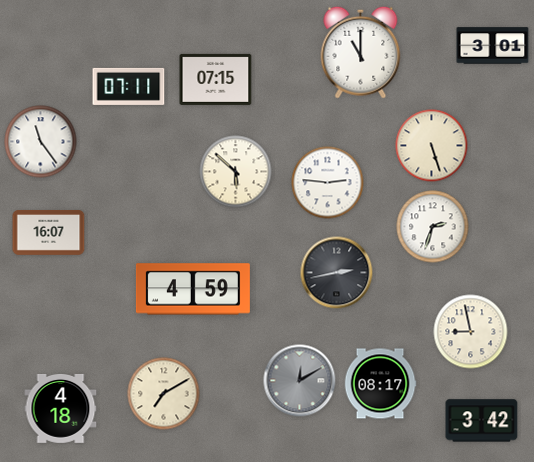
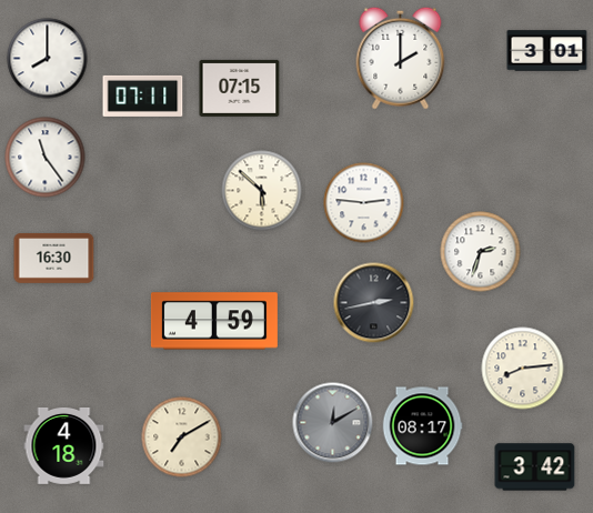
clock at (361, 52): 11:00 -> 2:00
clock at (48, 59): none -> 8:00
clock at (432, 146): 5:27 -> none
clock at (49, 232): 16:07 -> 16:30
clock at (471, 332): 8:58 -> 8:14
clock at (61, 408) position: (61, 408) -> (64, 445)
